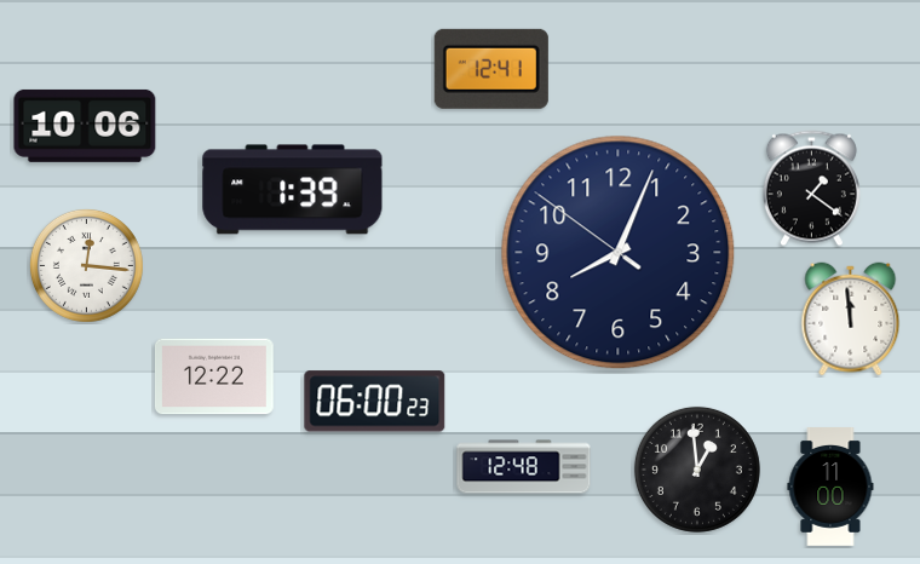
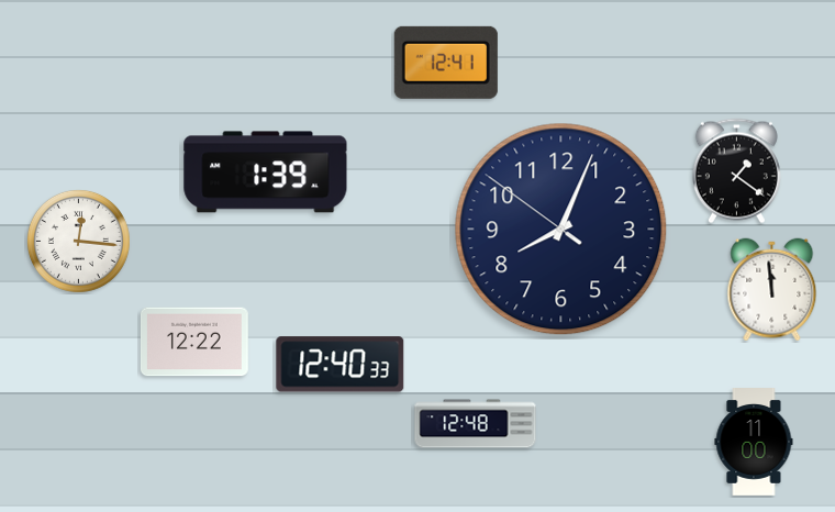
clock at (85, 126): 10:06 -> none
clock at (375, 402): 06:00 -> 12:40
clock at (697, 470): 12:59 -> none
